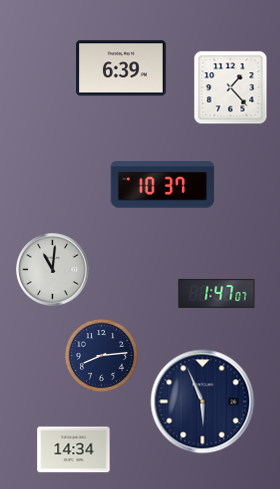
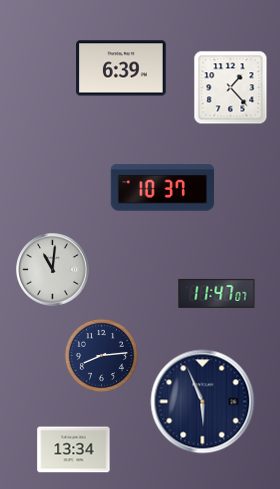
clock at (163, 185) position: (163, 185) -> (163, 188)
clock at (217, 293): 1:47 -> 11:47
clock at (74, 450): 14:34 -> 13:34
